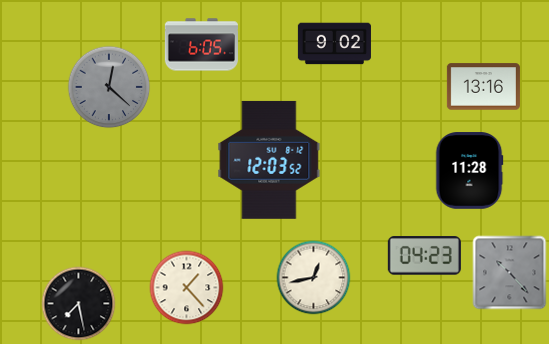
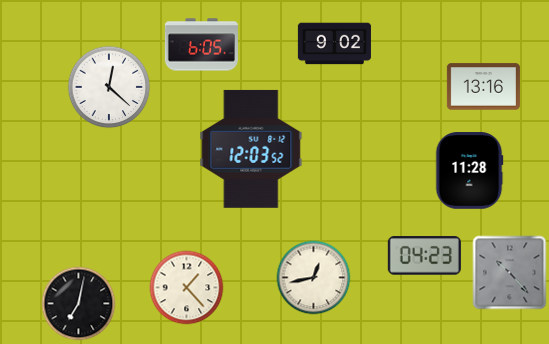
clock at (109, 87) dial: grey -> white
clock at (269, 160) position: (269, 160) -> (251, 149)
clock at (79, 304): 7:28 -> 7:02
